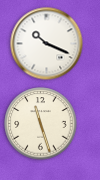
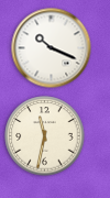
clock at (41, 124): 11:27 -> 11:32
